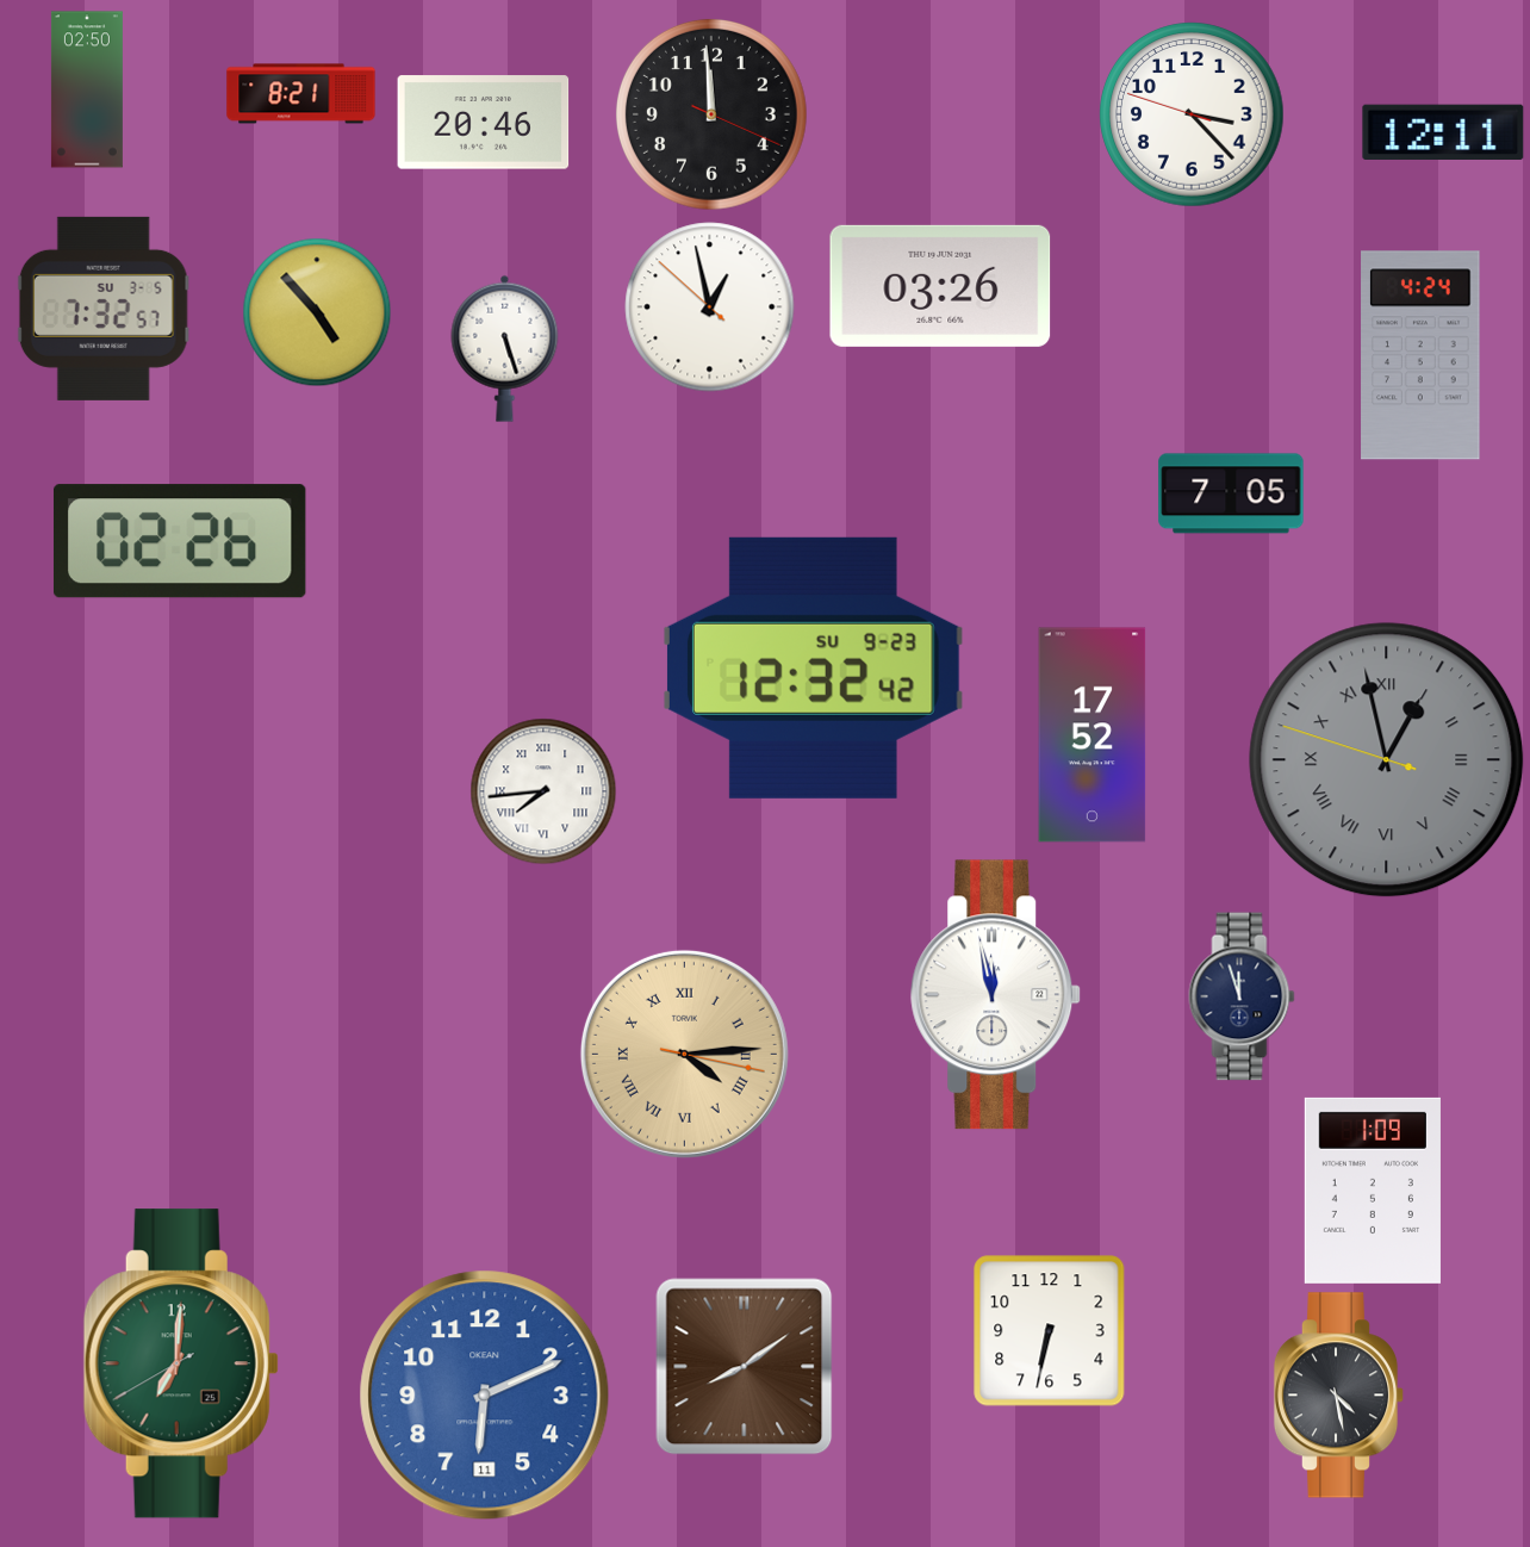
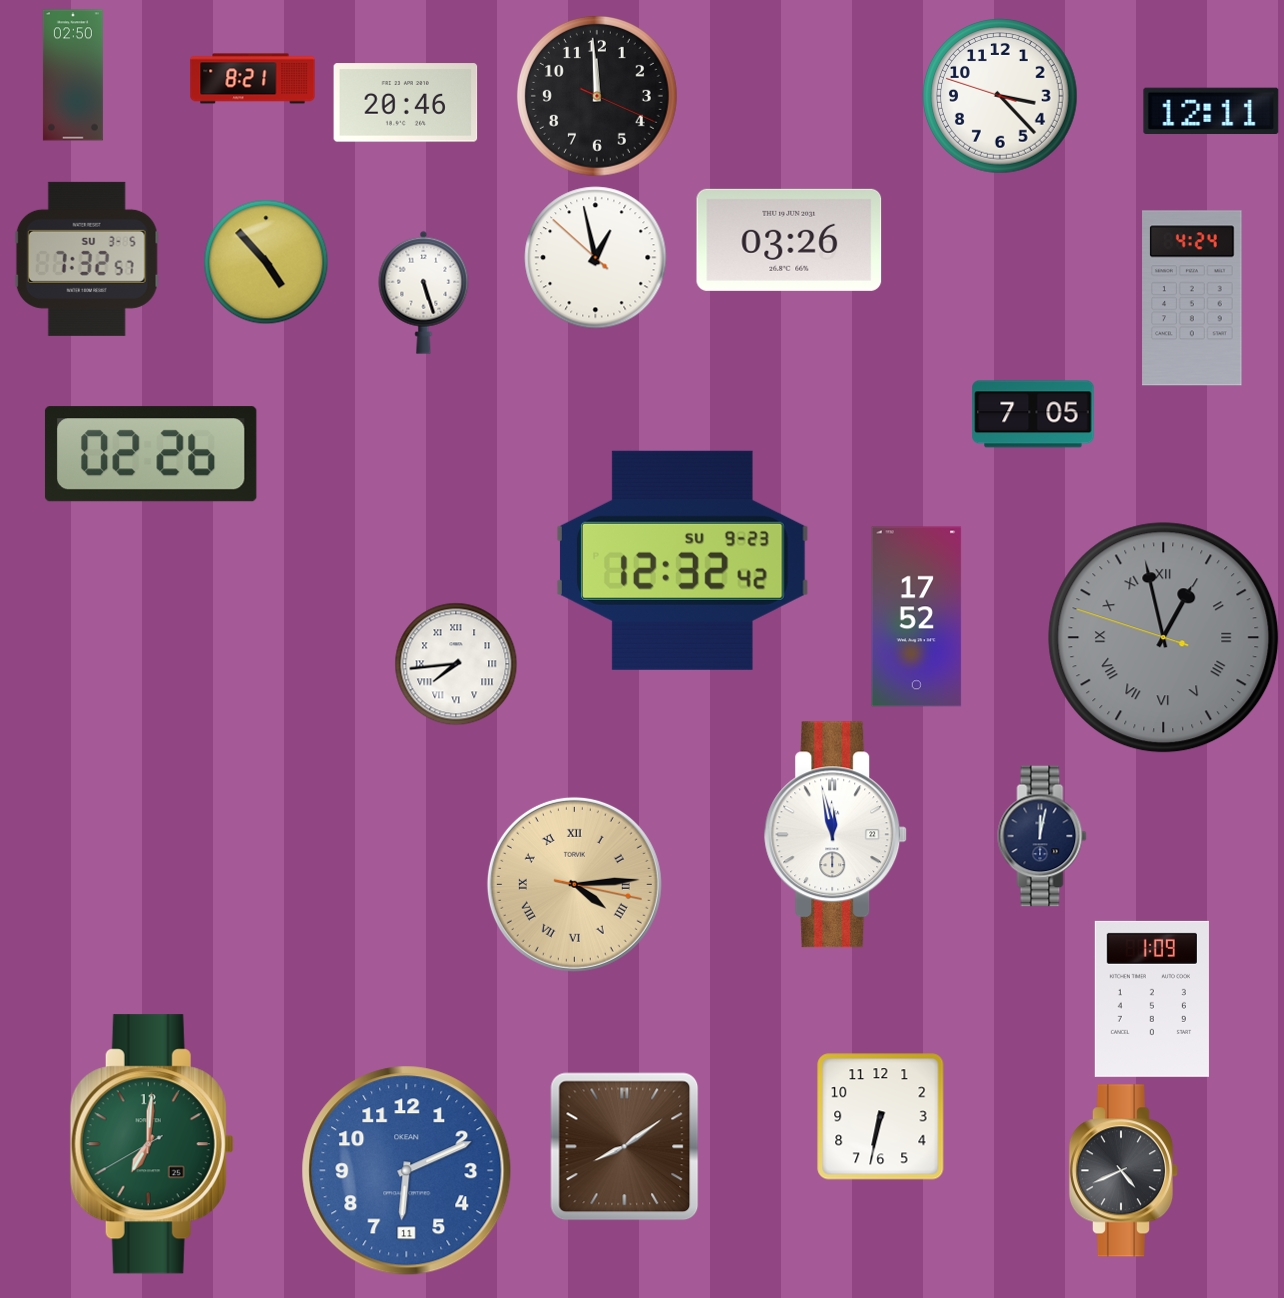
clock at (1242, 996): 11:57 -> 12:02
clock at (1339, 1396): 4:28 -> 4:41
